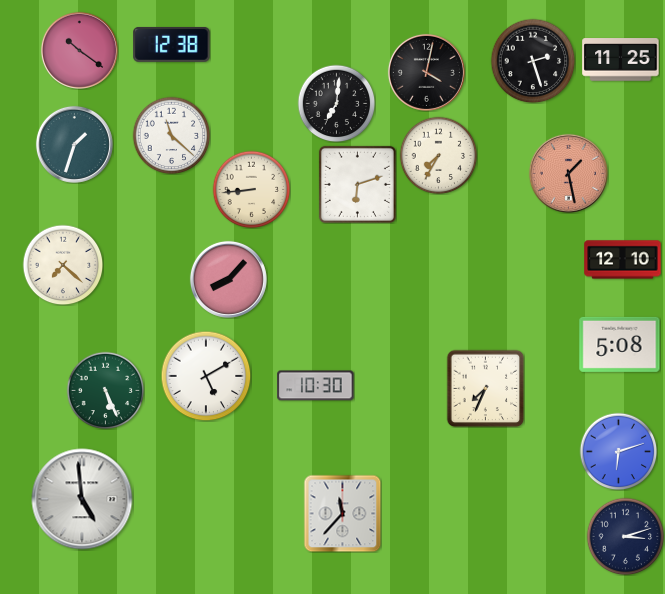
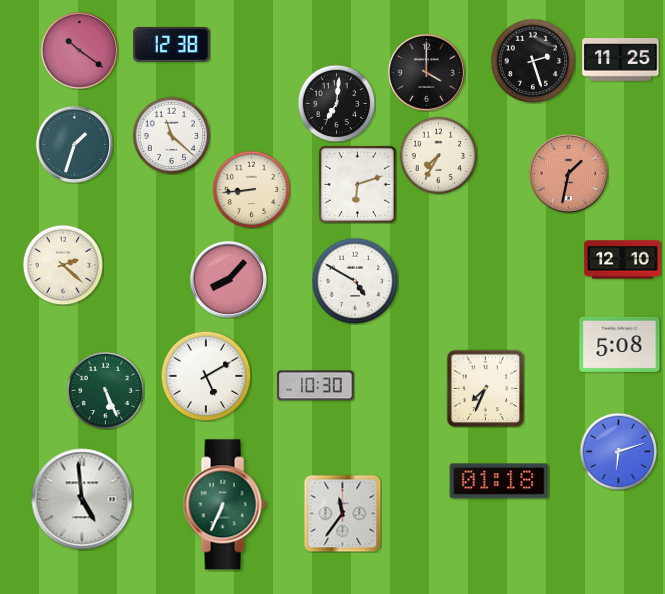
clock at (426, 72): 4:02 -> 4:00
clock at (568, 173): 1:28 -> 1:32
clock at (63, 265): 7:22 -> 2:22
clock at (355, 281): none -> 4:50
clock at (499, 481): none -> 01:18
clock at (224, 505): none -> 6:34
clock at (342, 513): 11:37 -> 11:36
clock at (625, 536): 3:12 -> none
